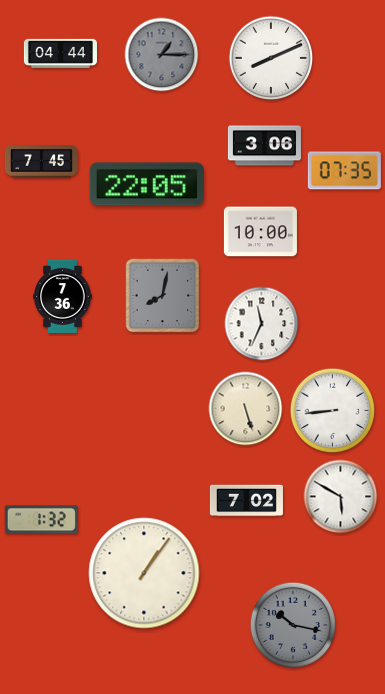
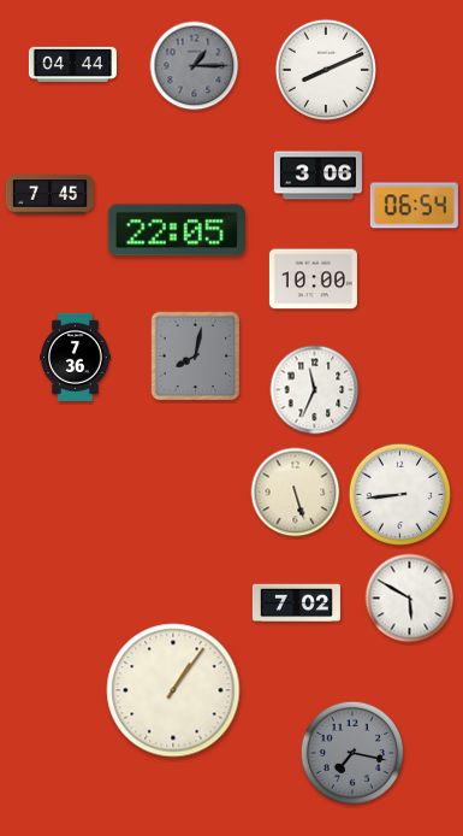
clock at (344, 171): 07:35 -> 06:54
clock at (147, 184) position: (147, 184) -> (177, 230)
clock at (41, 520): 1:32 -> none
clock at (292, 624): 10:17 -> 7:17
